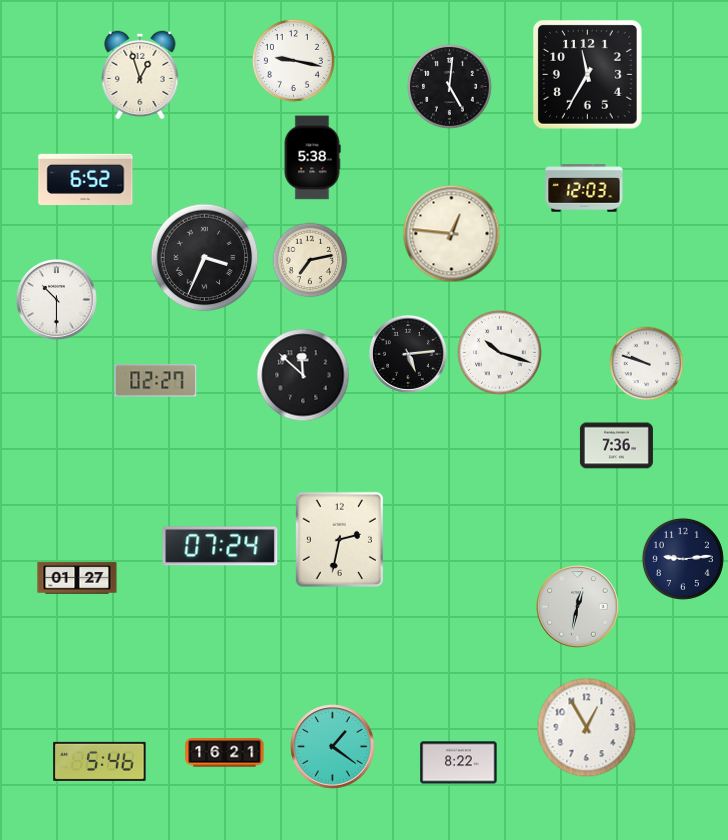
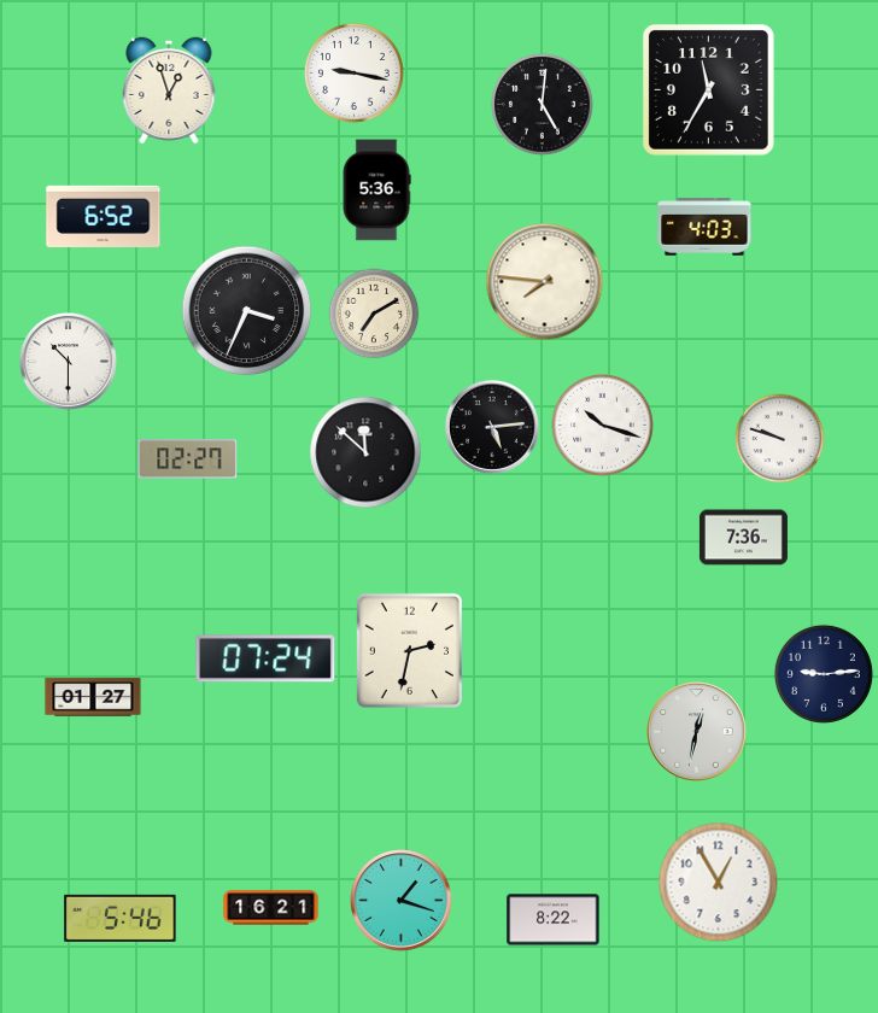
clock at (312, 158): 5:38 -> 5:36
clock at (584, 188): 12:03 -> 4:03
clock at (452, 234): 12:46 -> 7:46
clock at (310, 260): 7:13 -> 7:10
clock at (587, 728) position: (587, 728) -> (719, 883)
clock at (333, 747): 1:21 -> 1:18
